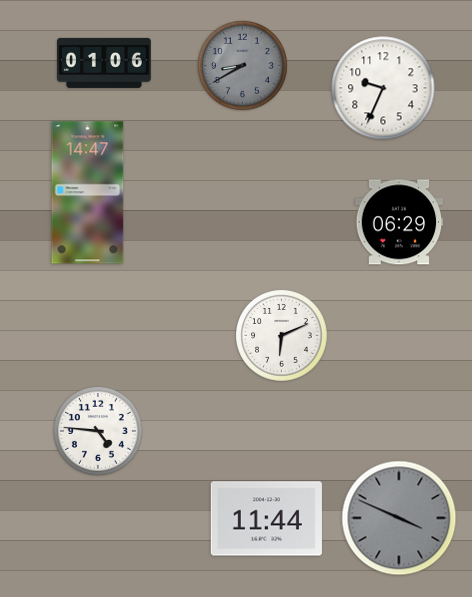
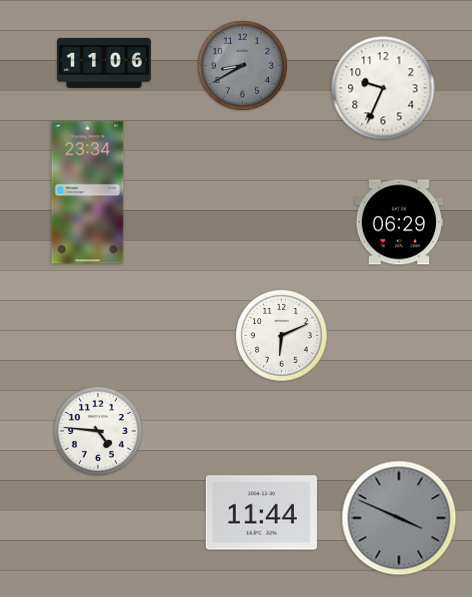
clock at (104, 63): 01:06 -> 11:06
clock at (88, 193): 14:47 -> 23:34
clock at (266, 519) position: (266, 519) -> (261, 513)
